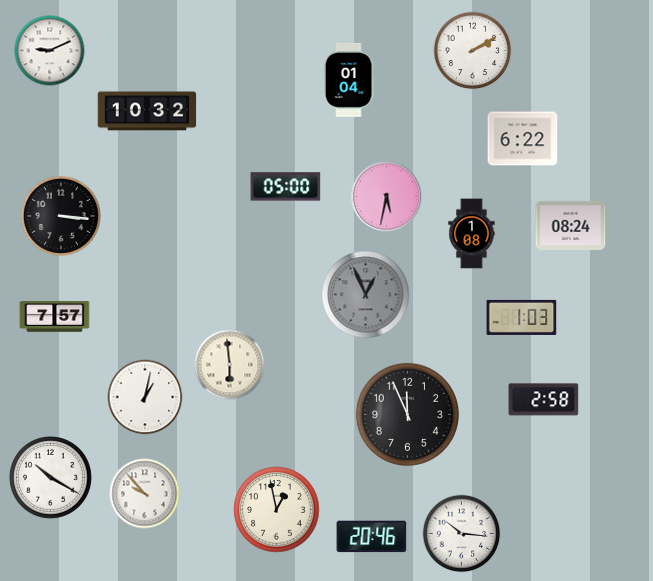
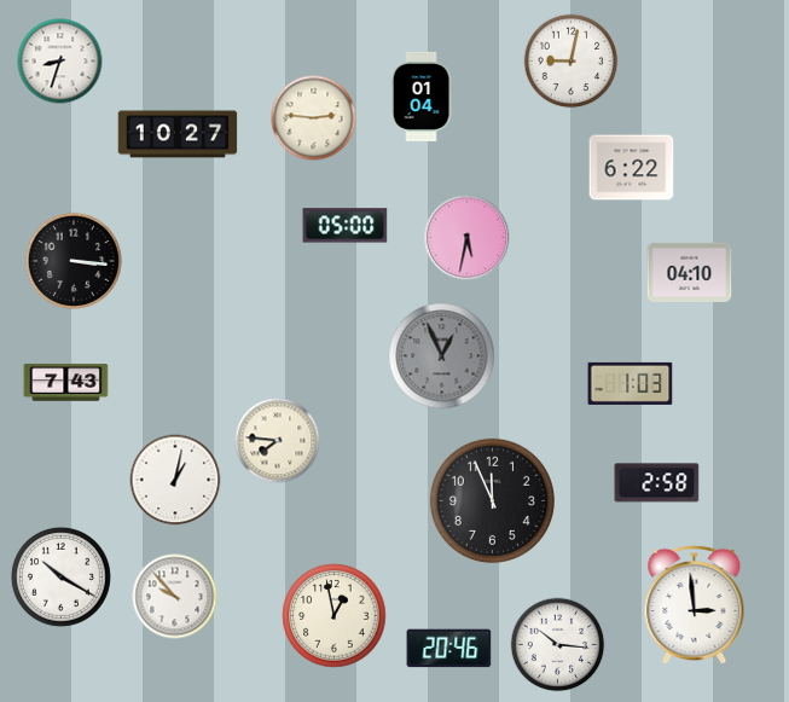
clock at (50, 51): 9:11 -> 8:33
clock at (473, 51): 2:10 -> 9:02
clock at (314, 118): none -> 2:46
clock at (147, 111): 10:32 -> 10:27
clock at (571, 225): 08:24 -> 04:10
clock at (472, 234): 1:08 -> none
clock at (55, 317): 7:57 -> 7:43
clock at (230, 365): 5:59 -> 7:46
clock at (695, 604): none -> 2:59
